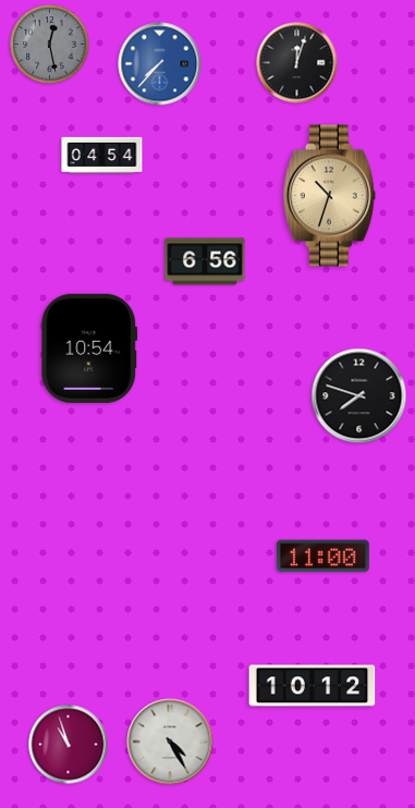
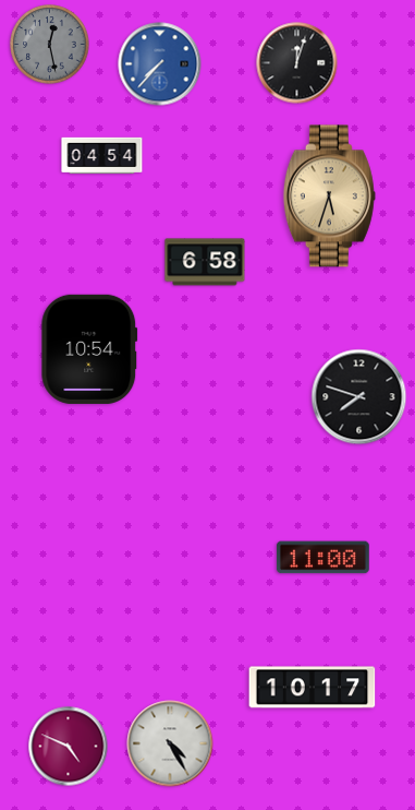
clock at (329, 196): 10:33 -> 5:33
clock at (205, 261): 6:56 -> 6:58
clock at (313, 686): 10:12 -> 10:17
clock at (69, 745): 10:57 -> 4:49
